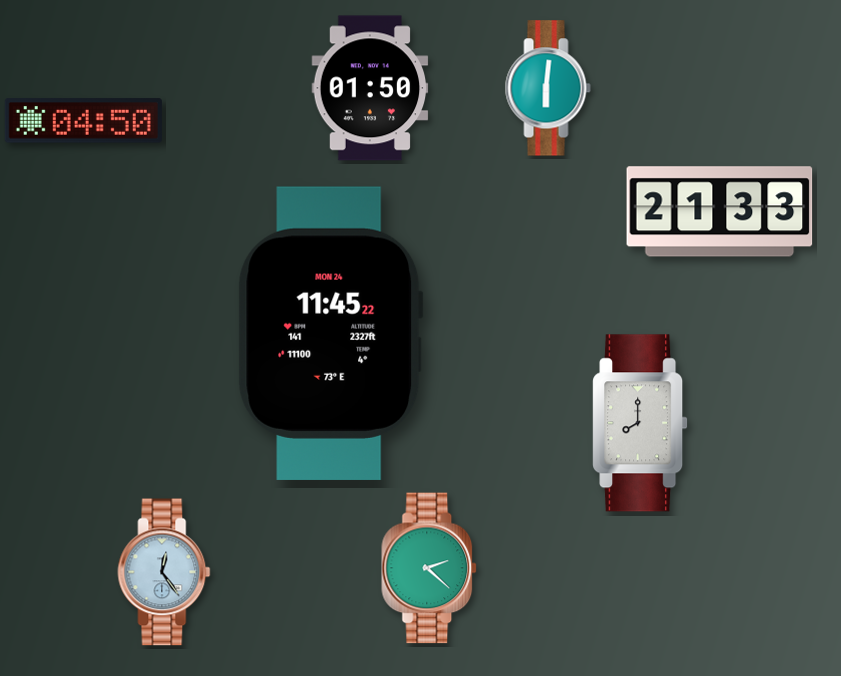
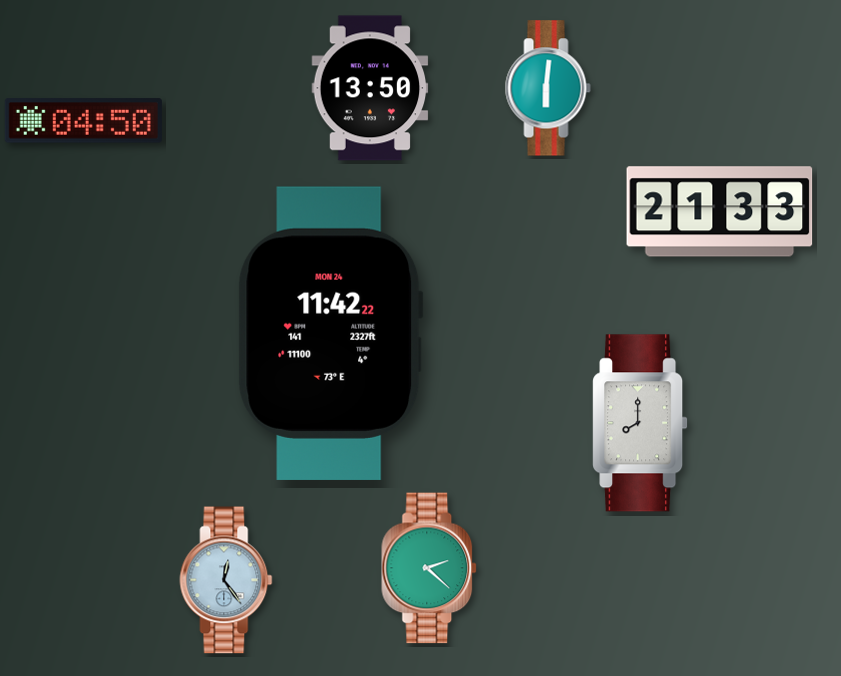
clock at (370, 88): 01:50 -> 13:50
clock at (331, 333): 11:45 -> 11:42
clock at (164, 572) position: (164, 572) -> (226, 580)
